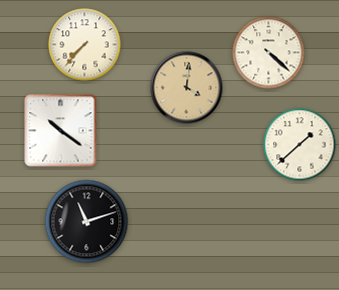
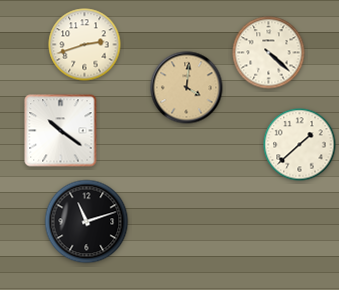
clock at (85, 45): 7:37 -> 2:42
